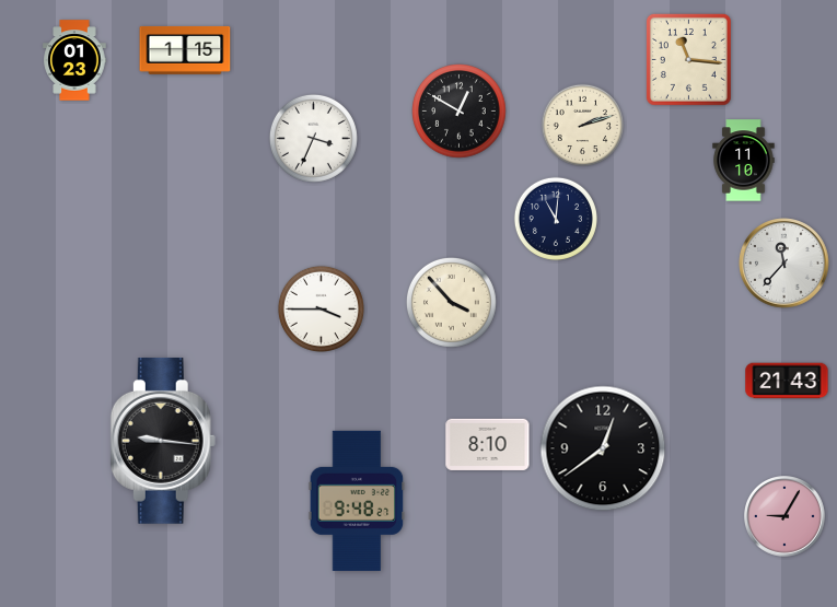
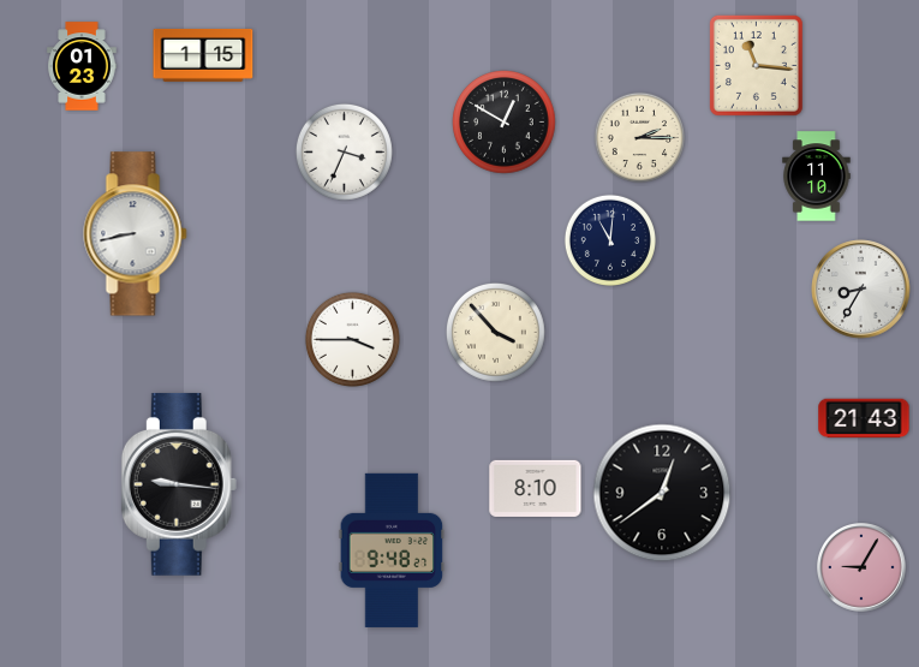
clock at (582, 125): 2:12 -> 2:15
clock at (136, 234): none -> 8:43
clock at (784, 264): 11:37 -> 8:35
